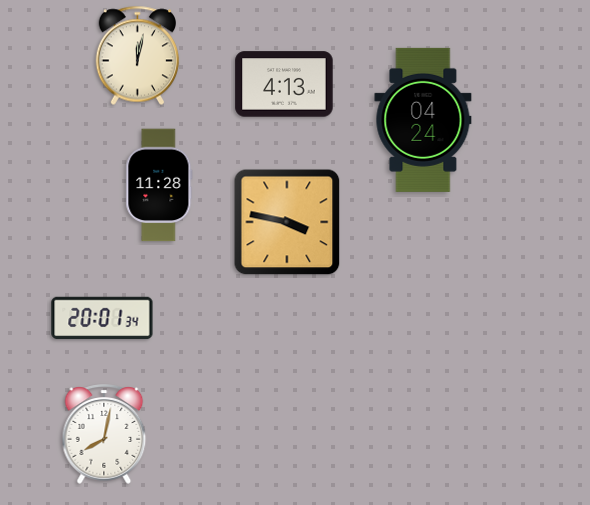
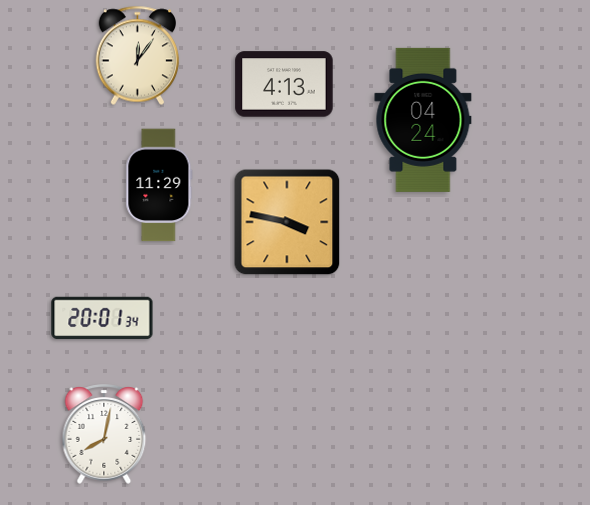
clock at (138, 56): 12:02 -> 12:06
clock at (159, 185): 11:28 -> 11:29
